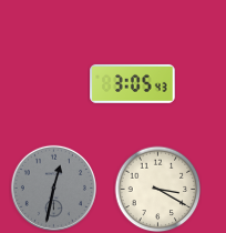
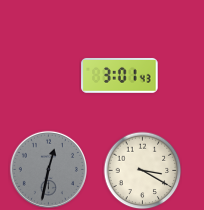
clock at (133, 83): 3:05 -> 3:01
